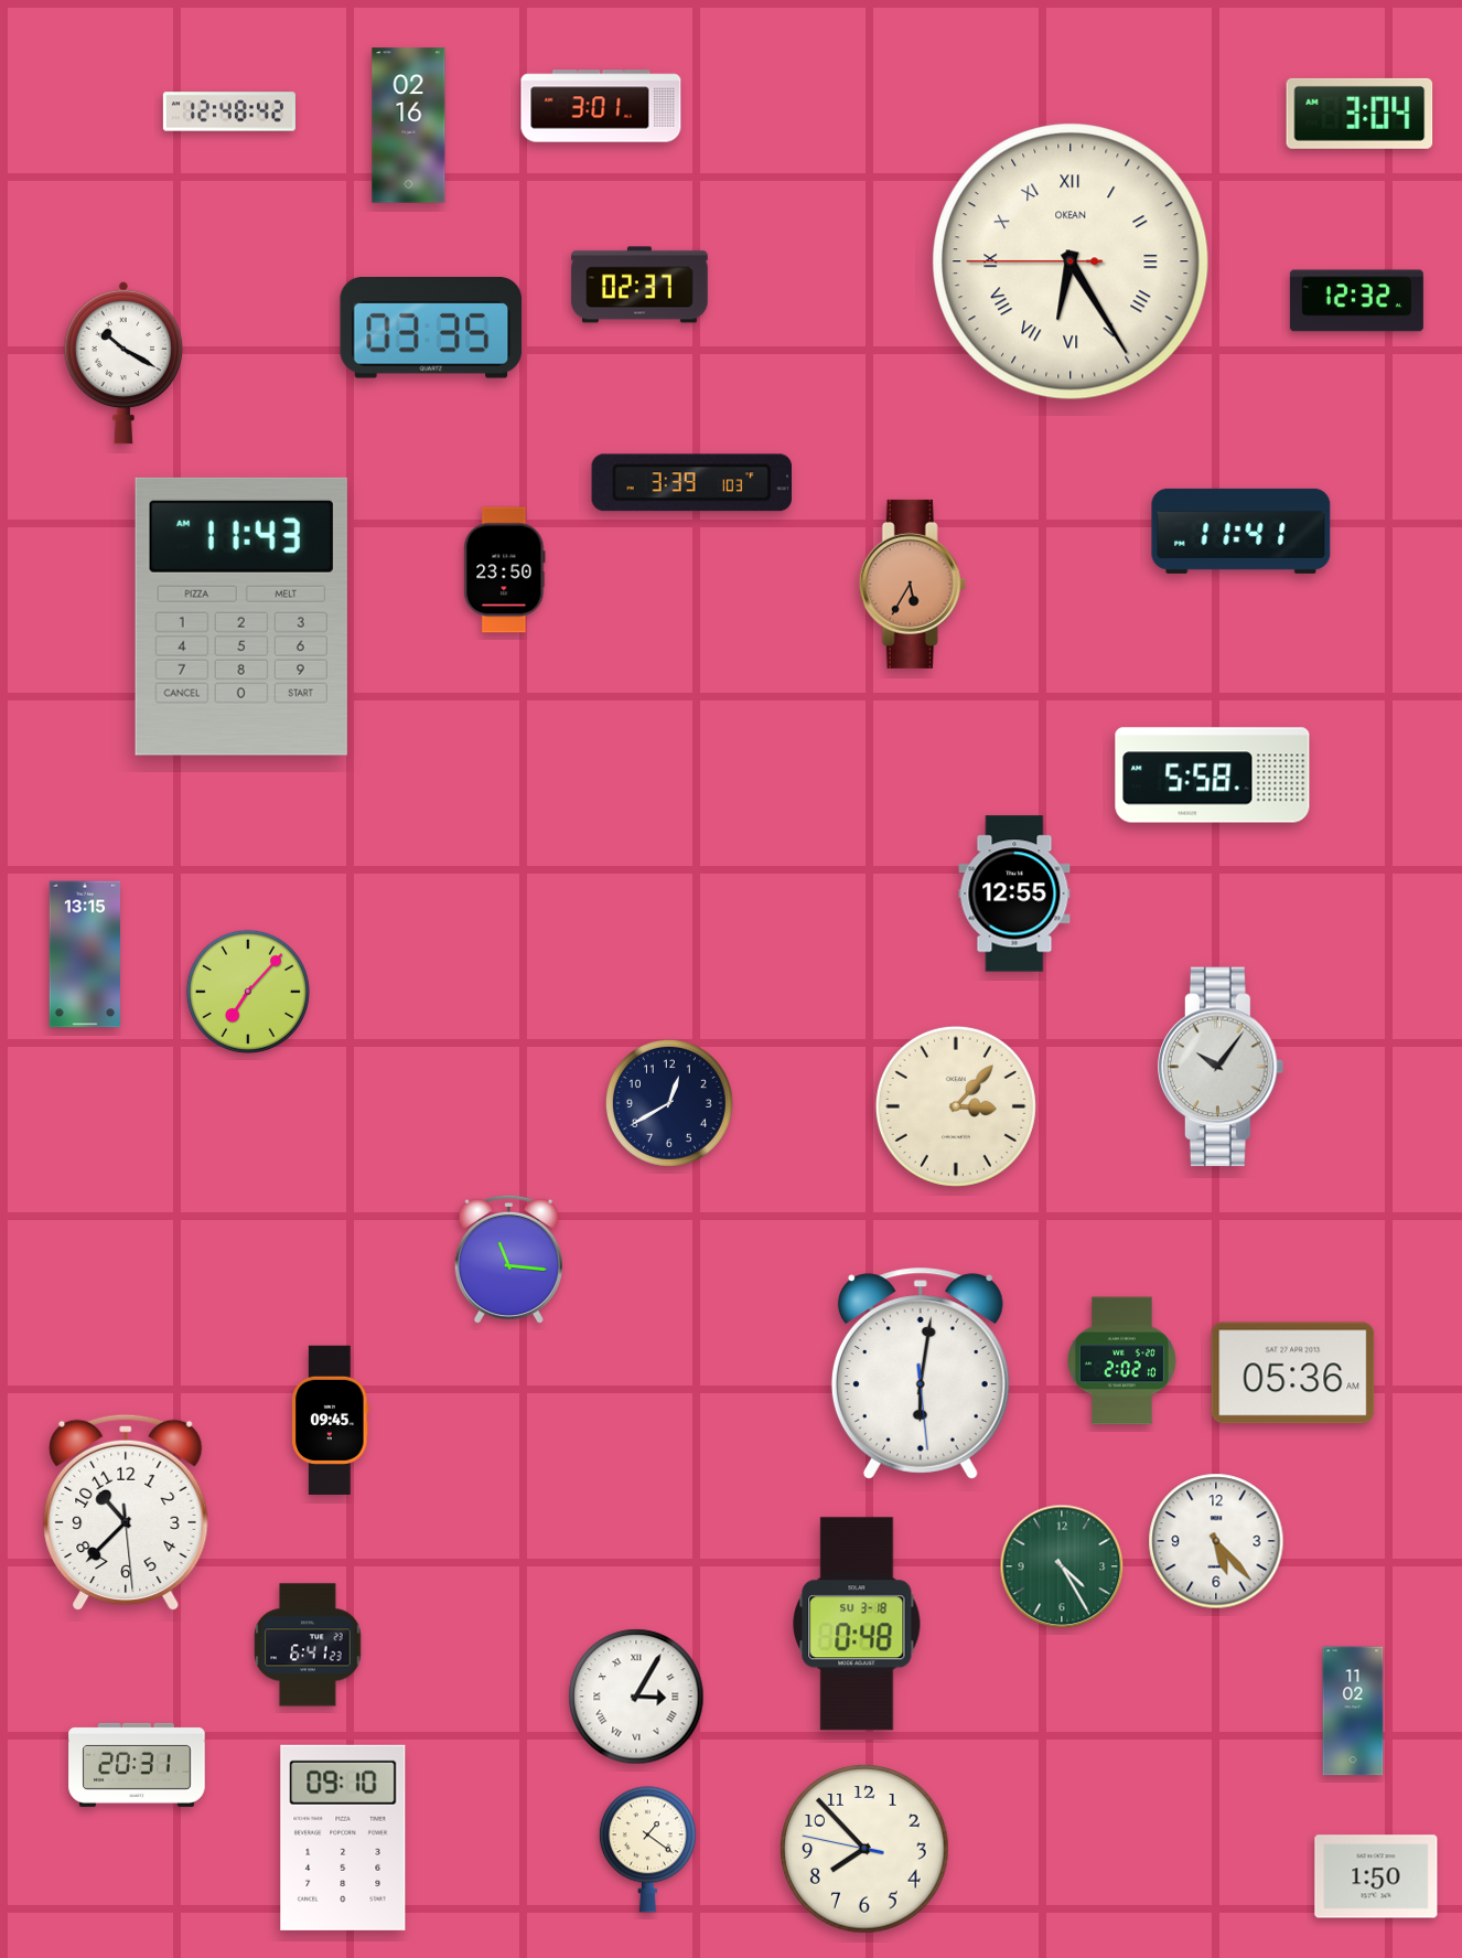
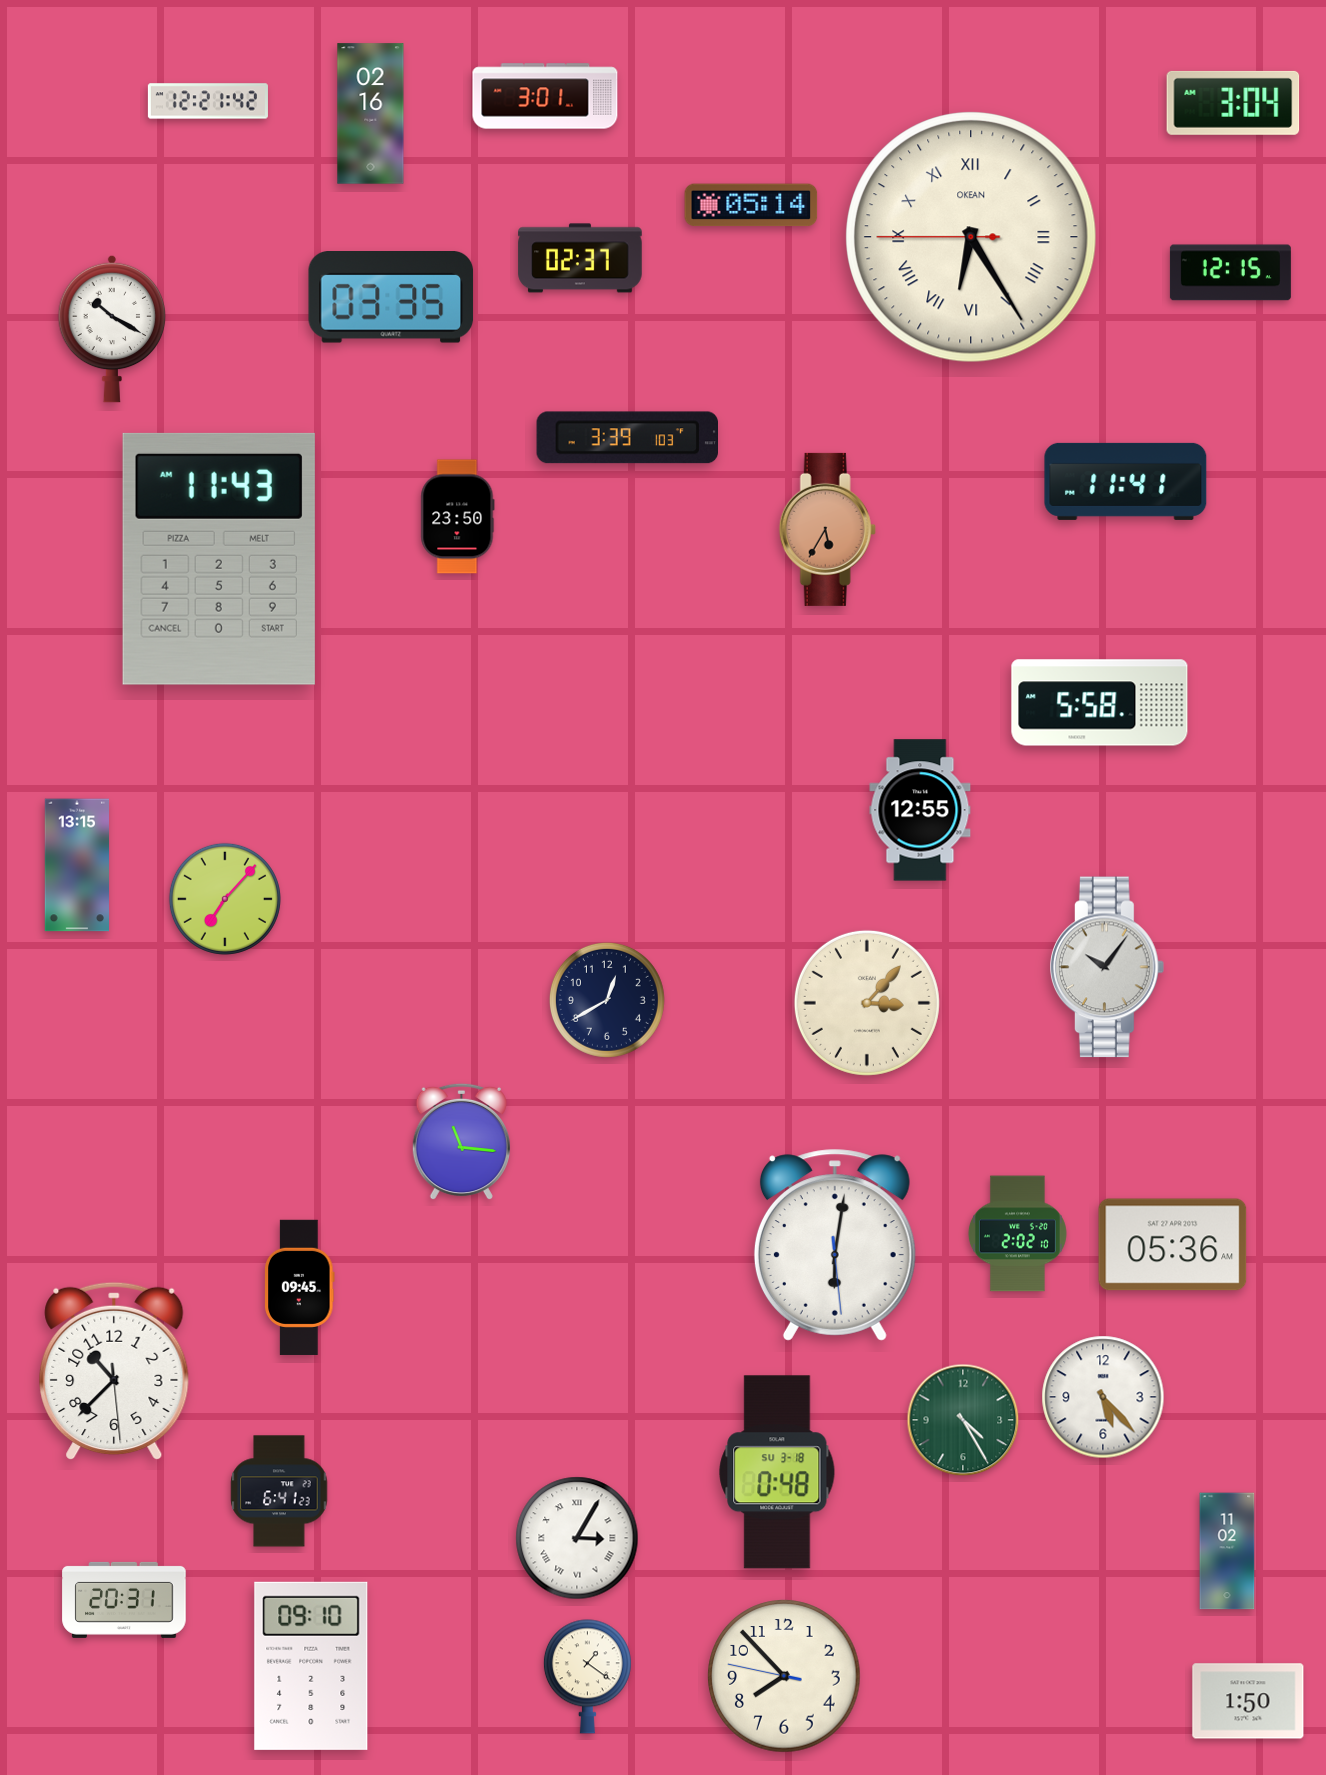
clock at (229, 111): 12:48 -> 12:21
clock at (751, 205): none -> 05:14
clock at (1356, 301): 12:32 -> 12:15
